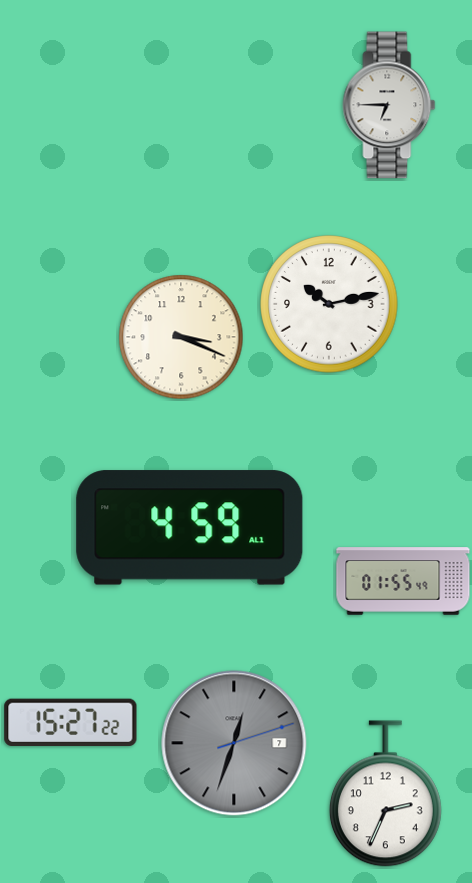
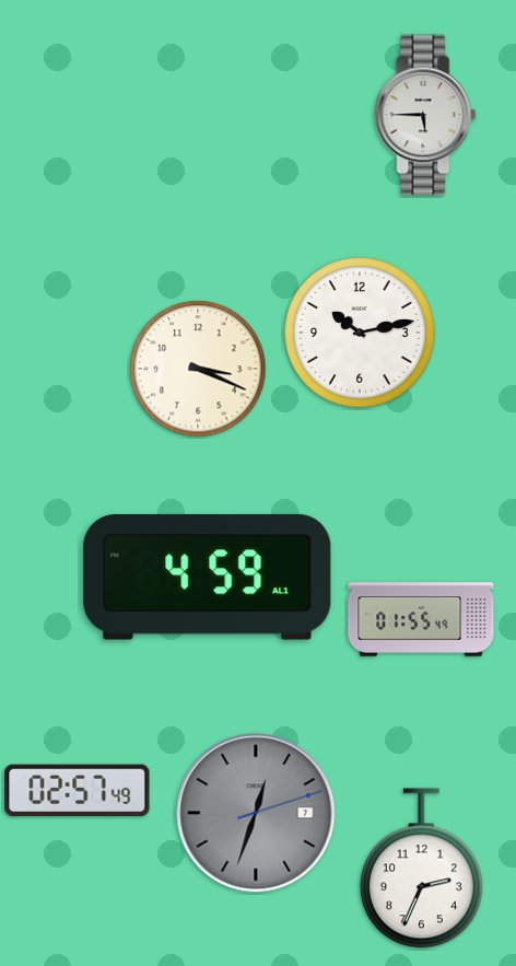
clock at (389, 105): 6:45 -> 5:45
clock at (403, 581) position: (403, 581) -> (421, 619)
clock at (71, 723): 15:27 -> 02:57
